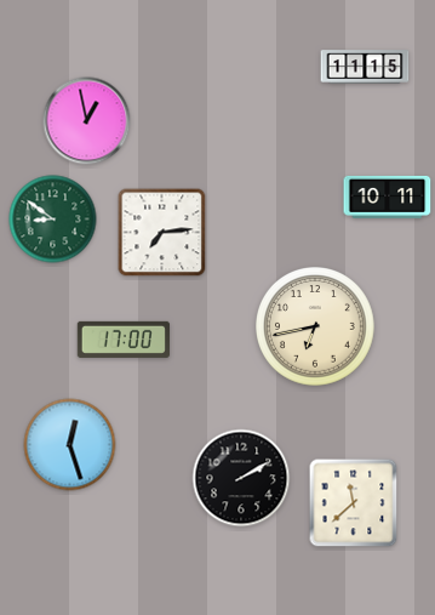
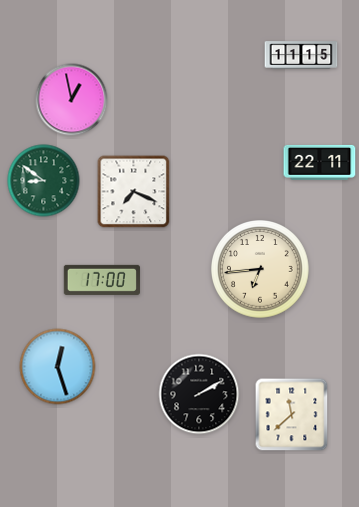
clock at (388, 197): 10:11 -> 22:11
clock at (162, 233): 7:14 -> 7:19
clock at (315, 326): 6:43 -> 6:44
